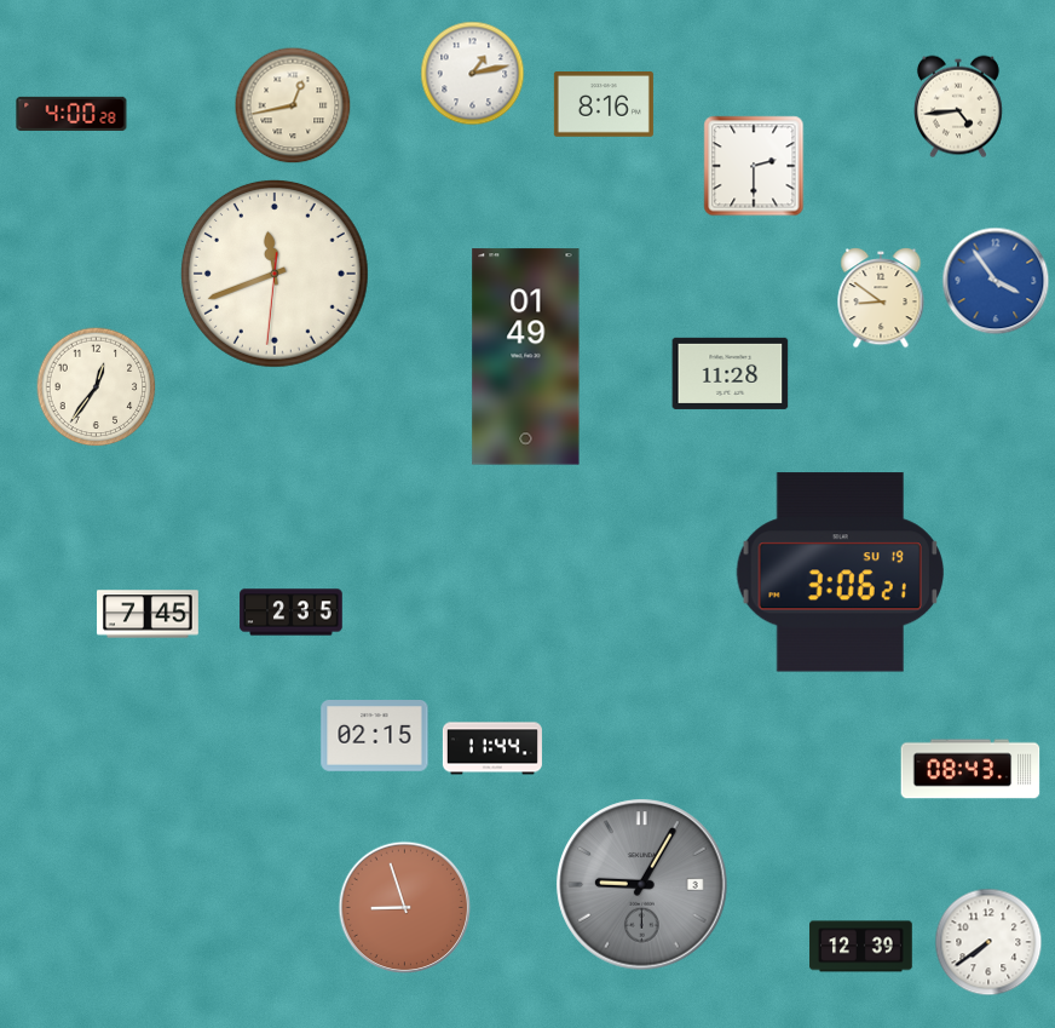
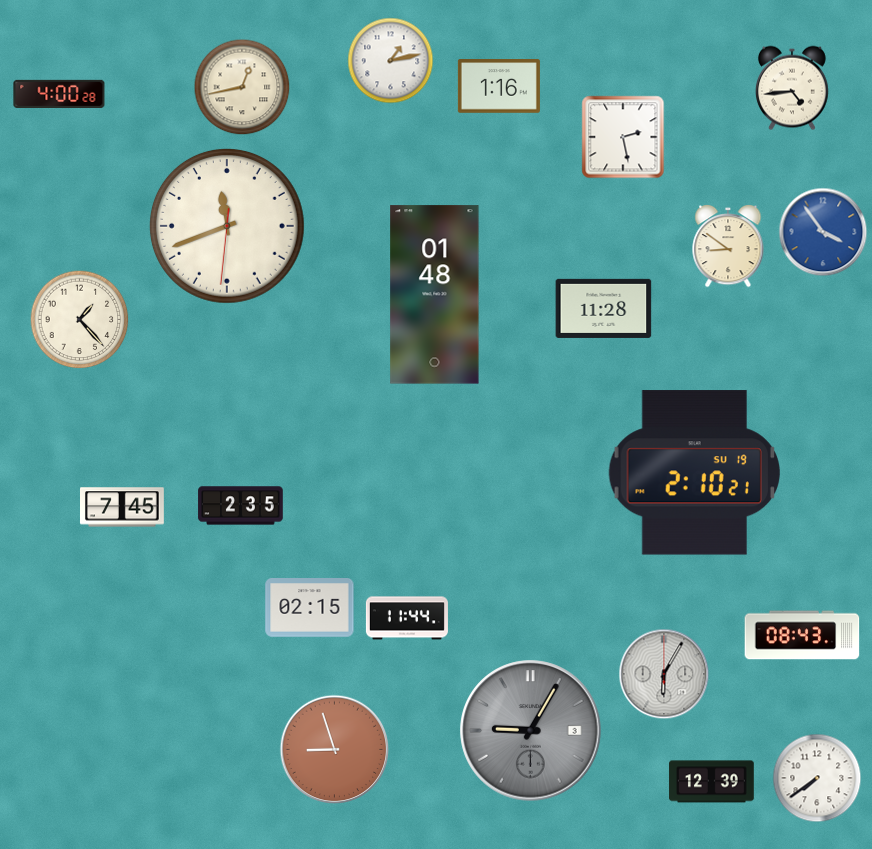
clock at (604, 105): 8:16 -> 1:16
clock at (754, 166): 2:30 -> 2:28
clock at (526, 357): 01:49 -> 01:48
clock at (97, 387): 12:36 -> 1:23
clock at (840, 573): 3:06 -> 2:10
clock at (664, 674): none -> 6:05
